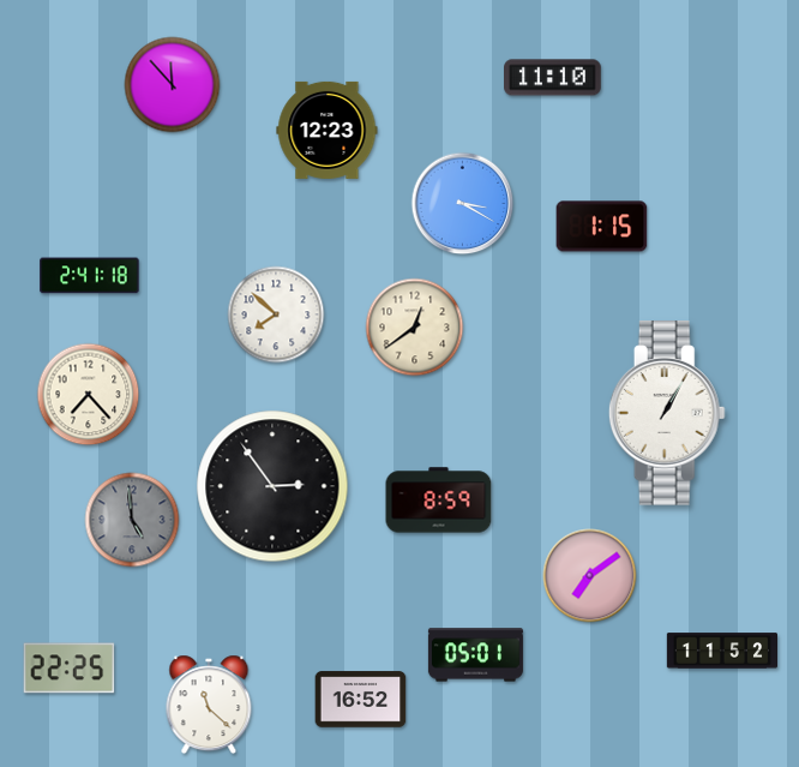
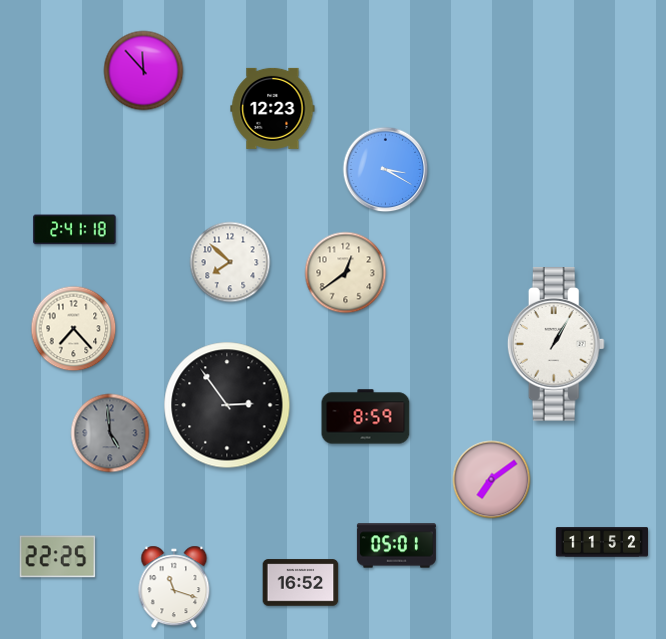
clock at (553, 78): 11:10 -> none
clock at (602, 227): 1:15 -> none
clock at (209, 705): 11:22 -> 11:18
